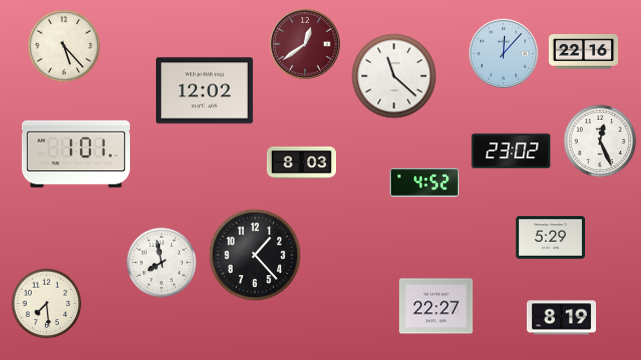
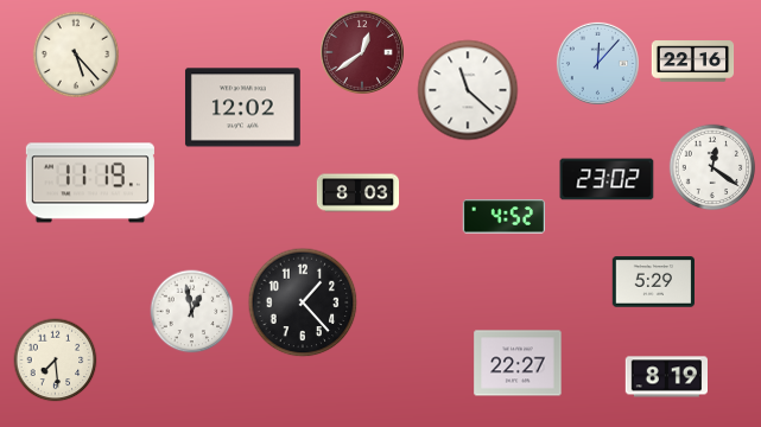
clock at (600, 141): 12:26 -> 12:21
clock at (76, 154): 1:01 -> 11:19
clock at (162, 263): 7:58 -> 12:58
